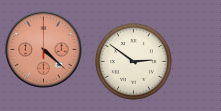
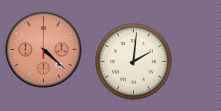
clock at (134, 62): 2:51 -> 2:01
